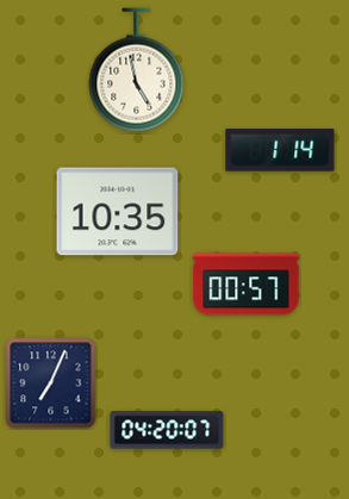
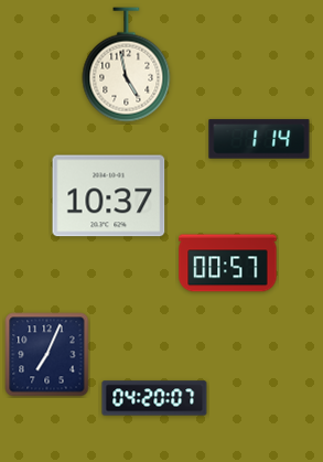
clock at (118, 212): 10:35 -> 10:37
